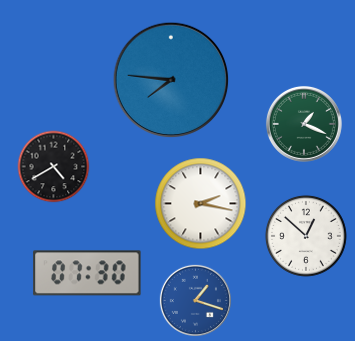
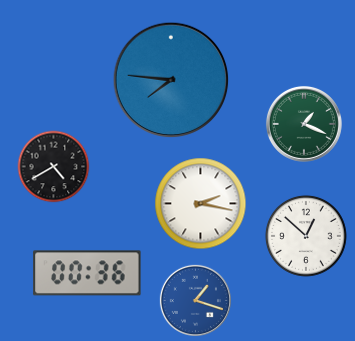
clock at (87, 273): 07:30 -> 00:36
